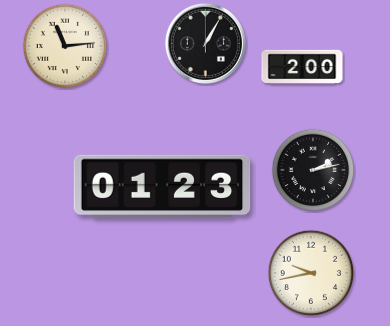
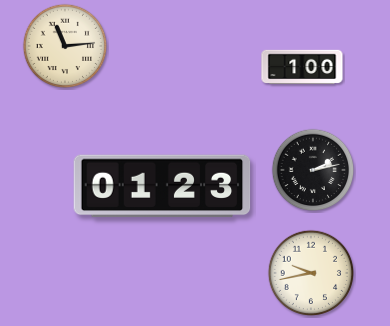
clock at (205, 43): 1:05 -> none
clock at (302, 67): 2:00 -> 1:00
